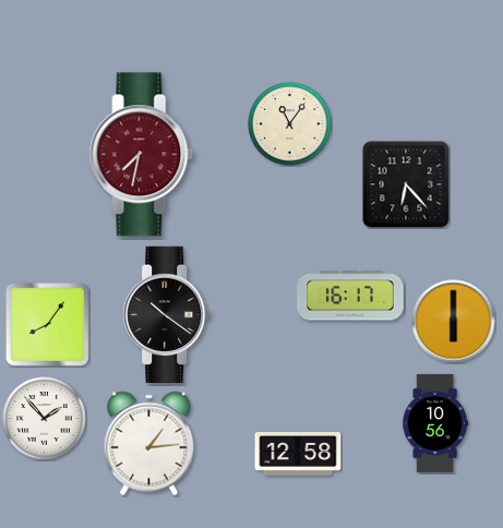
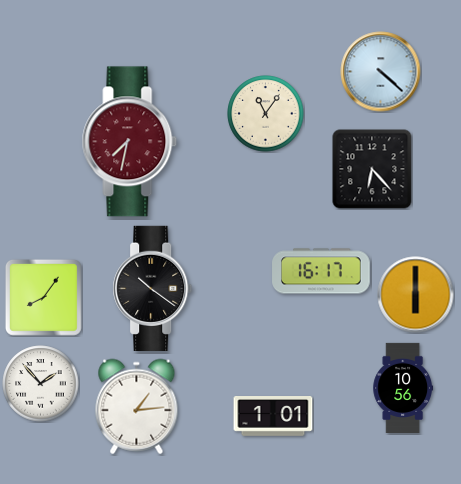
clock at (381, 72): none -> 4:22
clock at (435, 422) position: (435, 422) -> (403, 387)
clock at (298, 455): 12:58 -> 1:01
